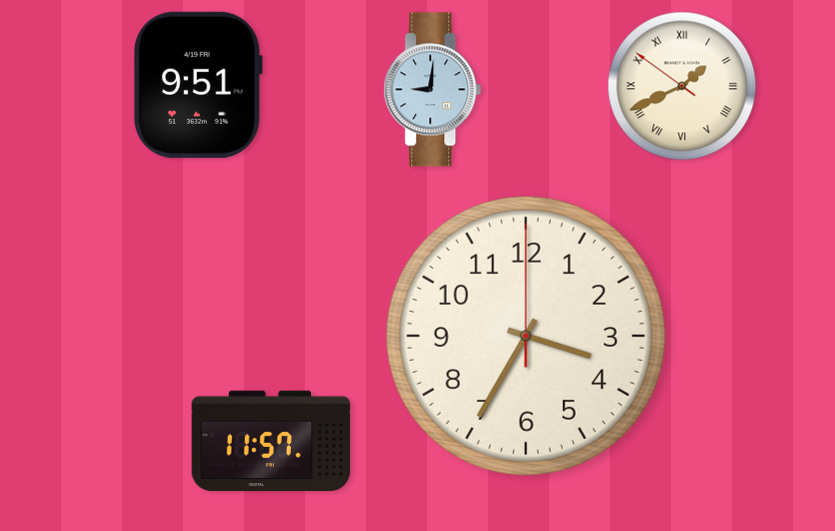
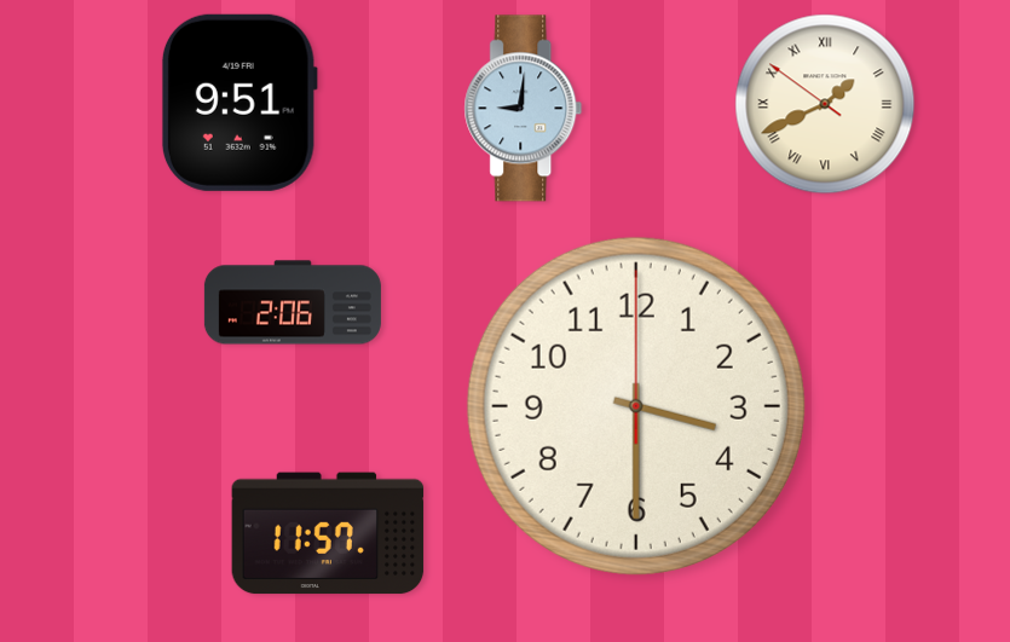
clock at (293, 302): none -> 2:06
clock at (526, 336): 3:35 -> 3:30
